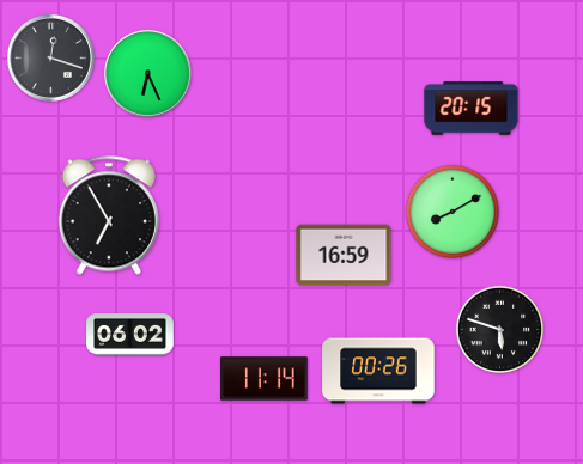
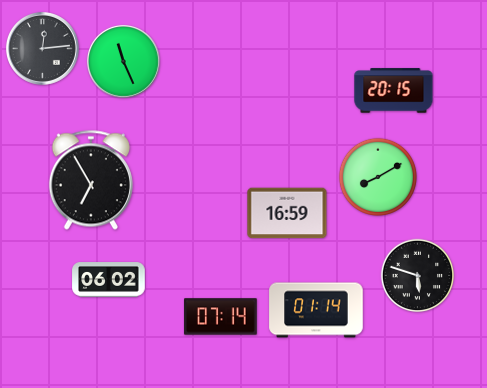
clock at (50, 57): 12:18 -> 12:14
clock at (147, 73): 6:26 -> 11:26
clock at (378, 371): 00:26 -> 01:14
clock at (265, 379): 11:14 -> 07:14
